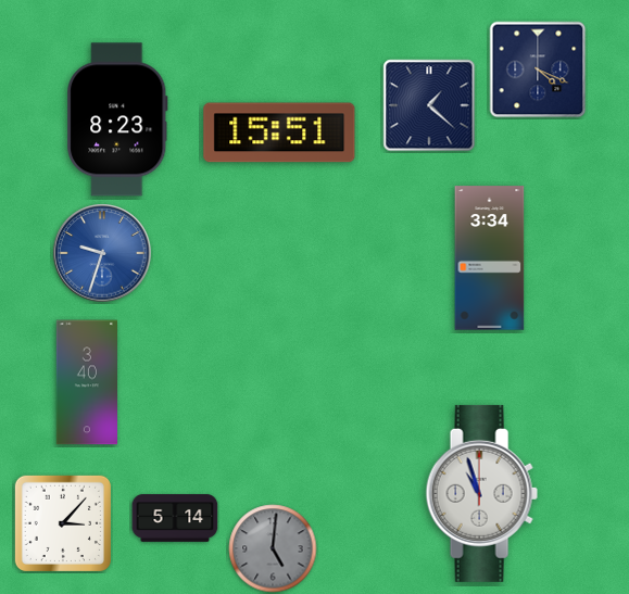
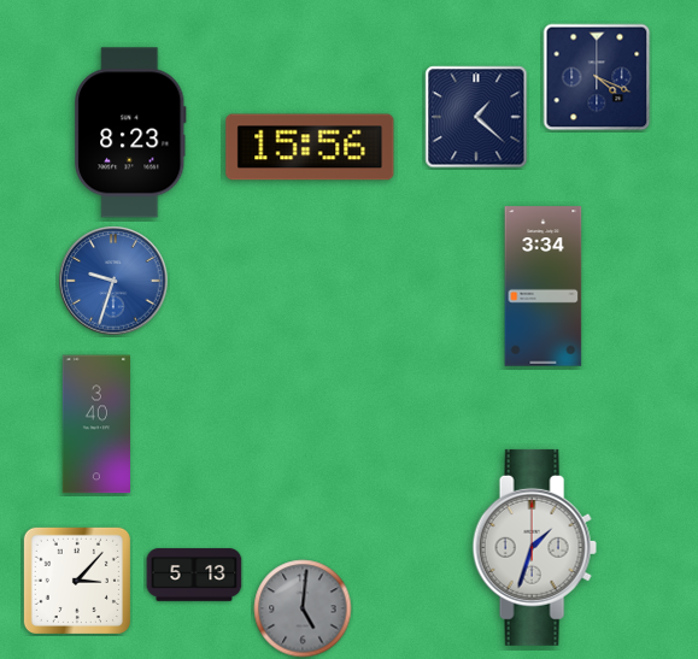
clock at (279, 132): 15:51 -> 15:56
clock at (481, 493): 10:57 -> 1:33
clock at (175, 518): 5:14 -> 5:13
clock at (63, 523) position: (63, 523) -> (77, 581)
